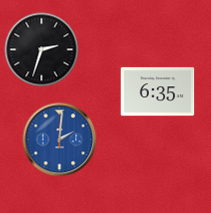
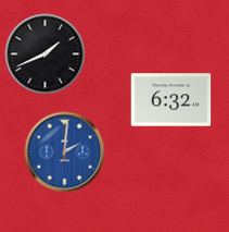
clock at (42, 50): 2:33 -> 1:41
clock at (158, 92): 6:35 -> 6:32
